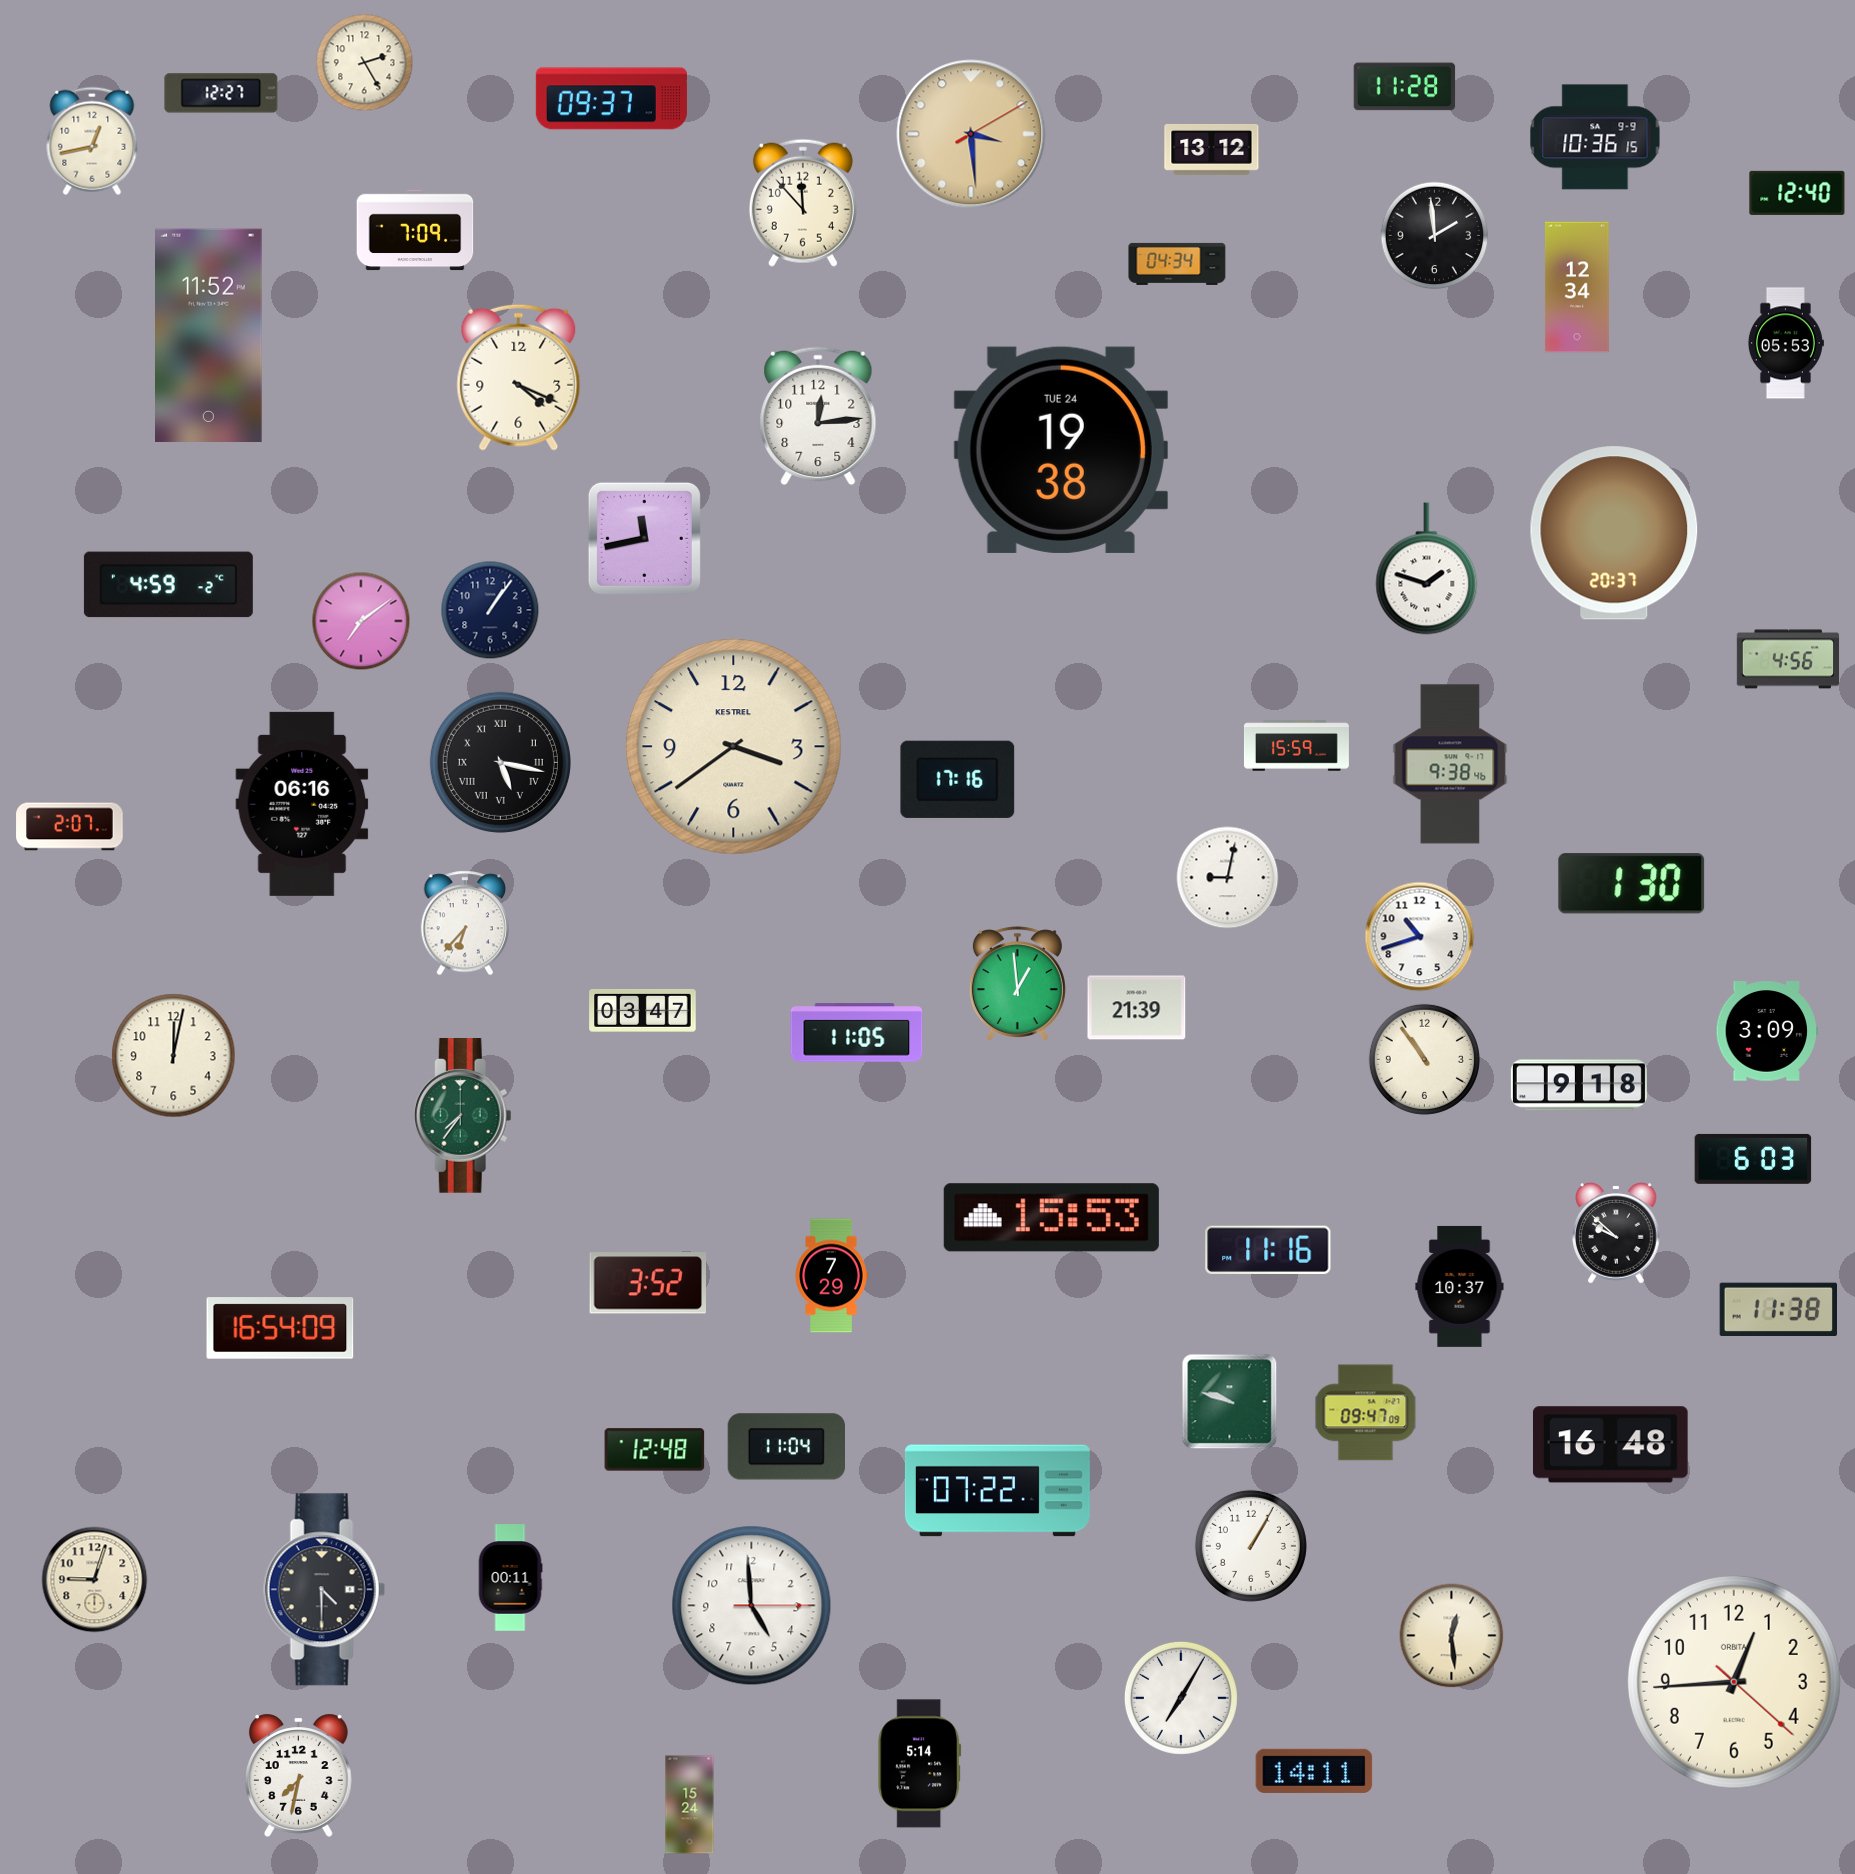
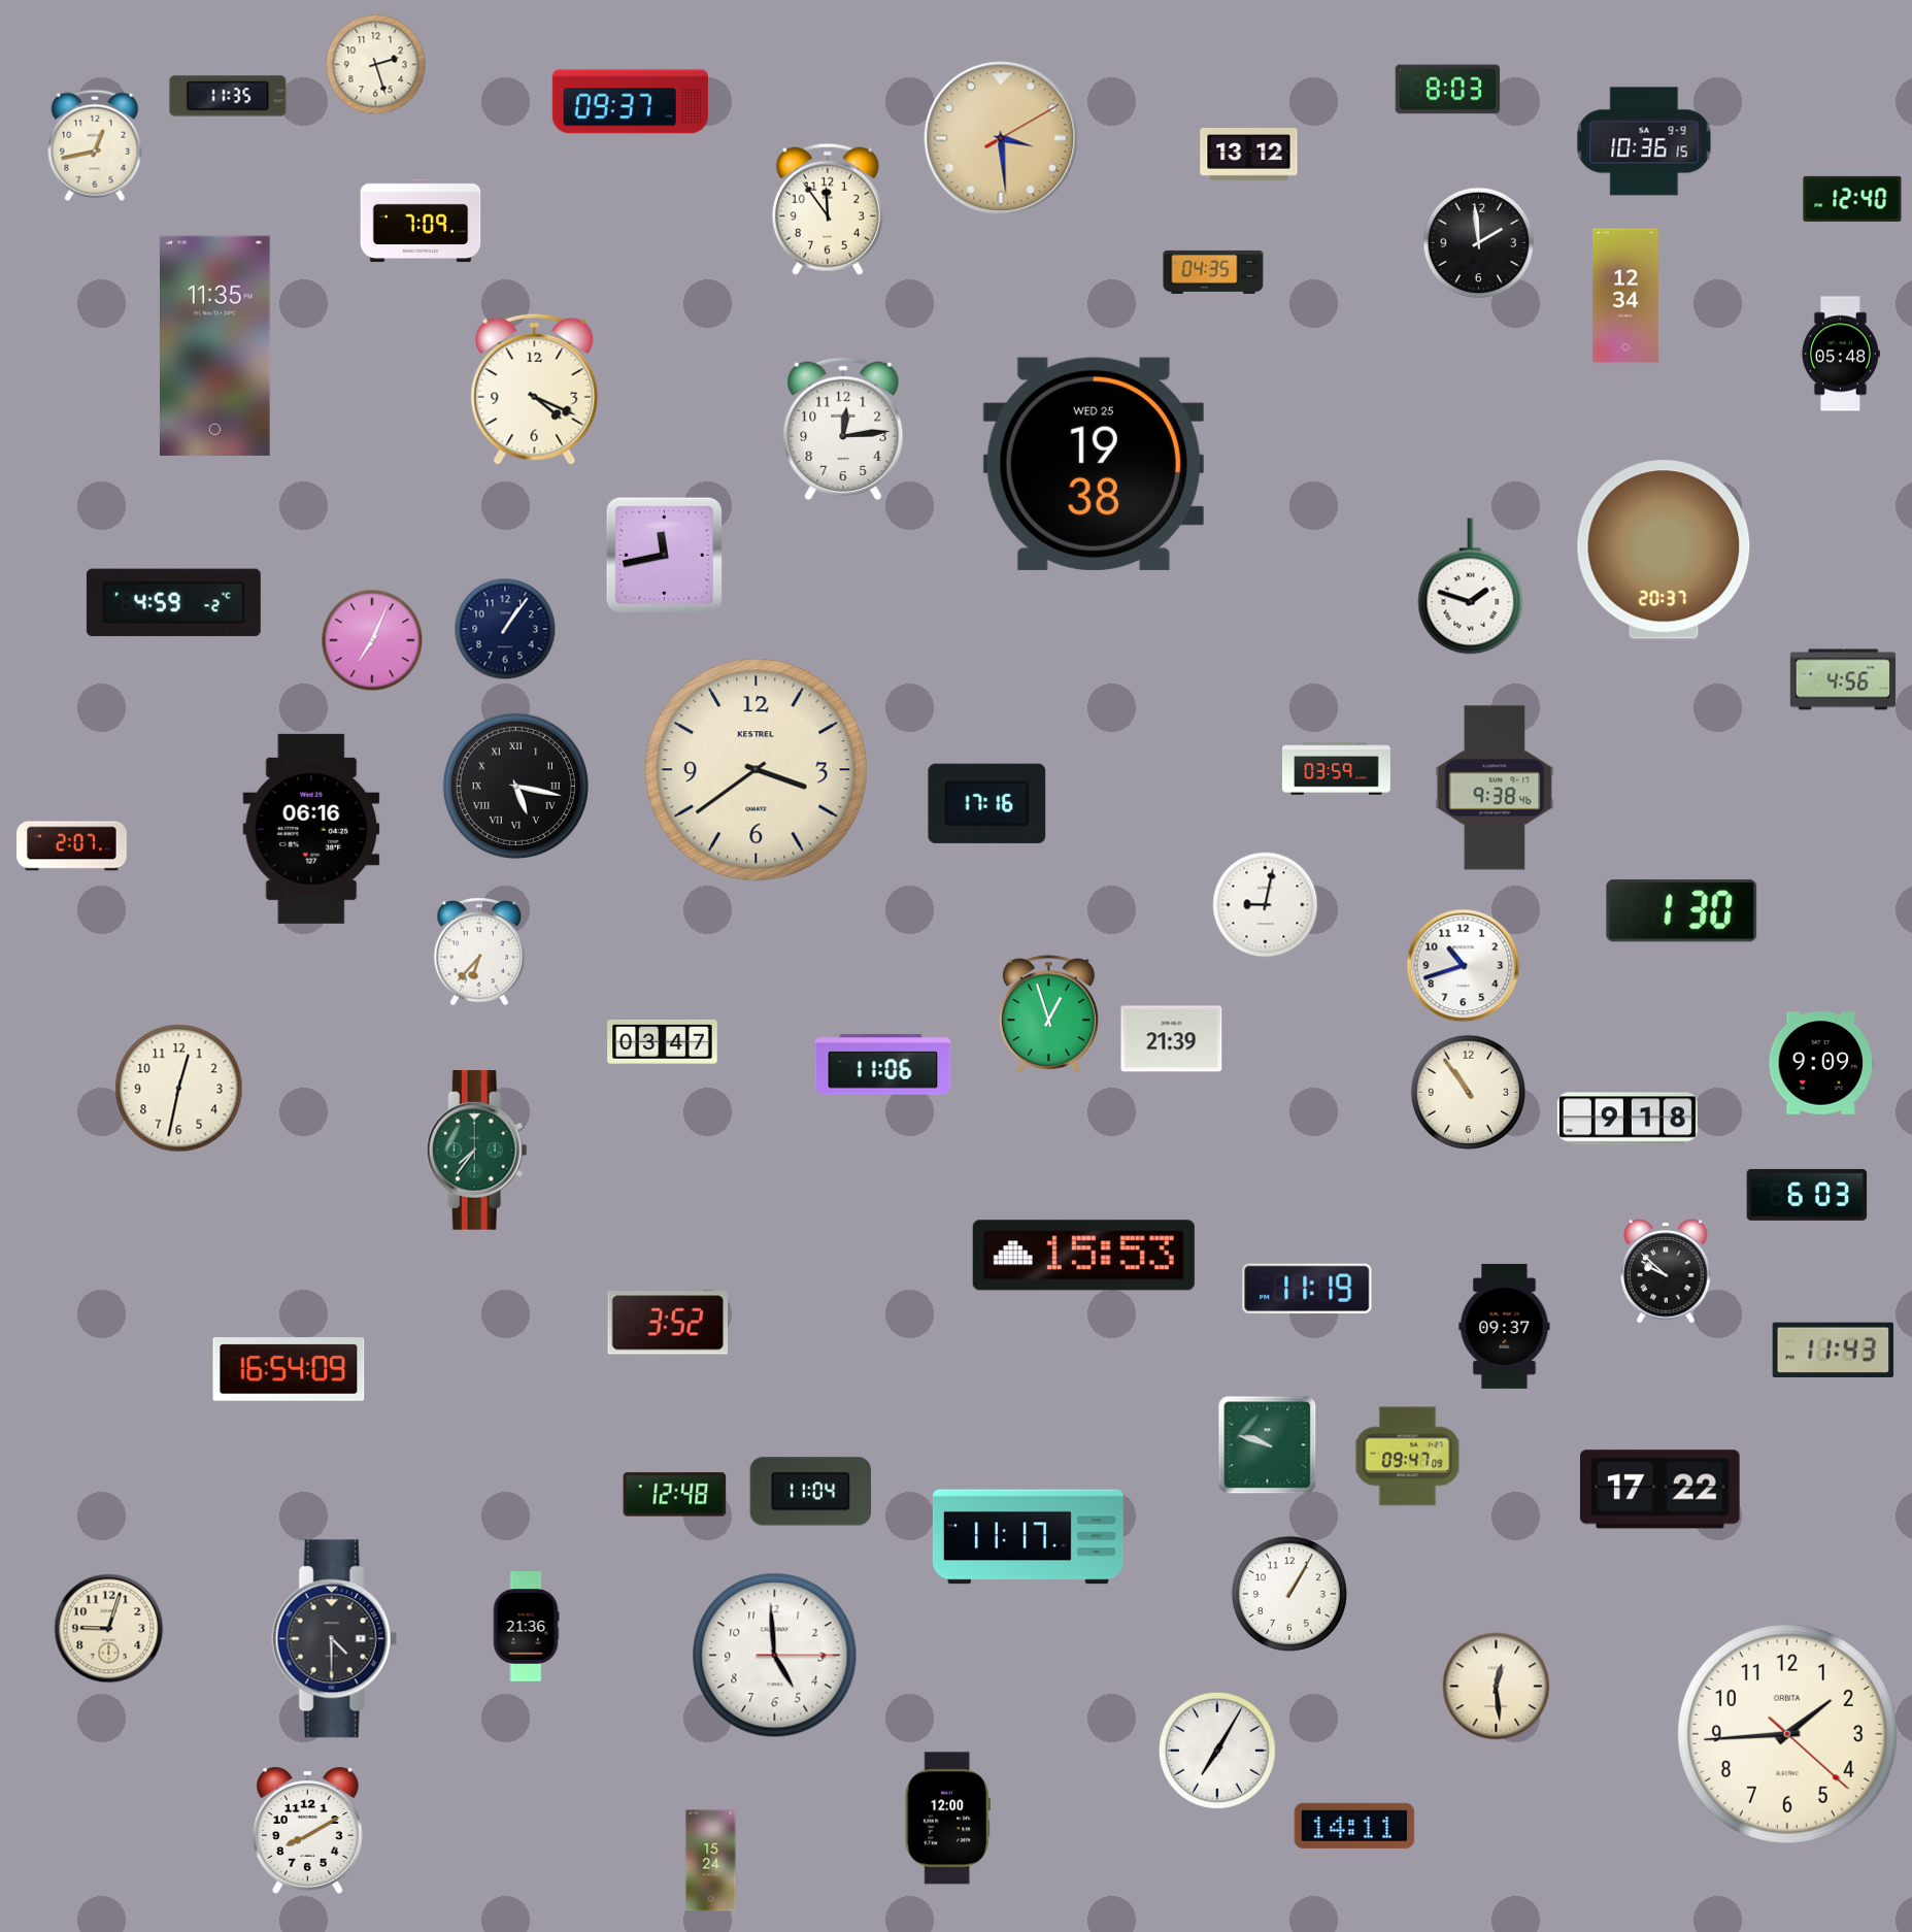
clock at (365, 63): 2:25 -> 2:27
clock at (1405, 87): 11:28 -> 8:03
clock at (221, 93): 12:27 -> 11:35
clock at (803, 203): 11:53 -> 11:54
clock at (415, 230) position: (415, 230) -> (421, 221)
clock at (1177, 264): 04:34 -> 04:35
clock at (209, 335): 11:52 -> 11:35
clock at (1785, 343): 05:53 -> 05:48
clock at (1061, 450) date: TUE 24 -> WED 25
clock at (361, 621): 7:09 -> 7:04
clock at (1296, 746): 15:59 -> 03:59
clock at (70, 827) position: (70, 827) -> (72, 846)
clock at (1017, 983): 12:59 -> 12:57
clock at (1766, 1031): 3:09 -> 9:09
clock at (857, 1033): 11:05 -> 11:06
clock at (174, 1056): 12:02 -> 12:32
clock at (1268, 1250): 11:16 -> 11:19
clock at (831, 1276): 7:29 -> none
clock at (1460, 1286): 10:37 -> 09:37
clock at (1778, 1309): 11:38 -> 11:43
clock at (1610, 1445): 16:48 -> 17:22
clock at (997, 1491): 07:22 -> 11:17
clock at (510, 1578): 00:11 -> 21:36
clock at (95, 1580) position: (95, 1580) -> (109, 1629)
clock at (1734, 1682): 12:44 -> 1:44
clock at (920, 1764): 5:14 -> 12:00
clock at (298, 1775): 7:32 -> 8:10
